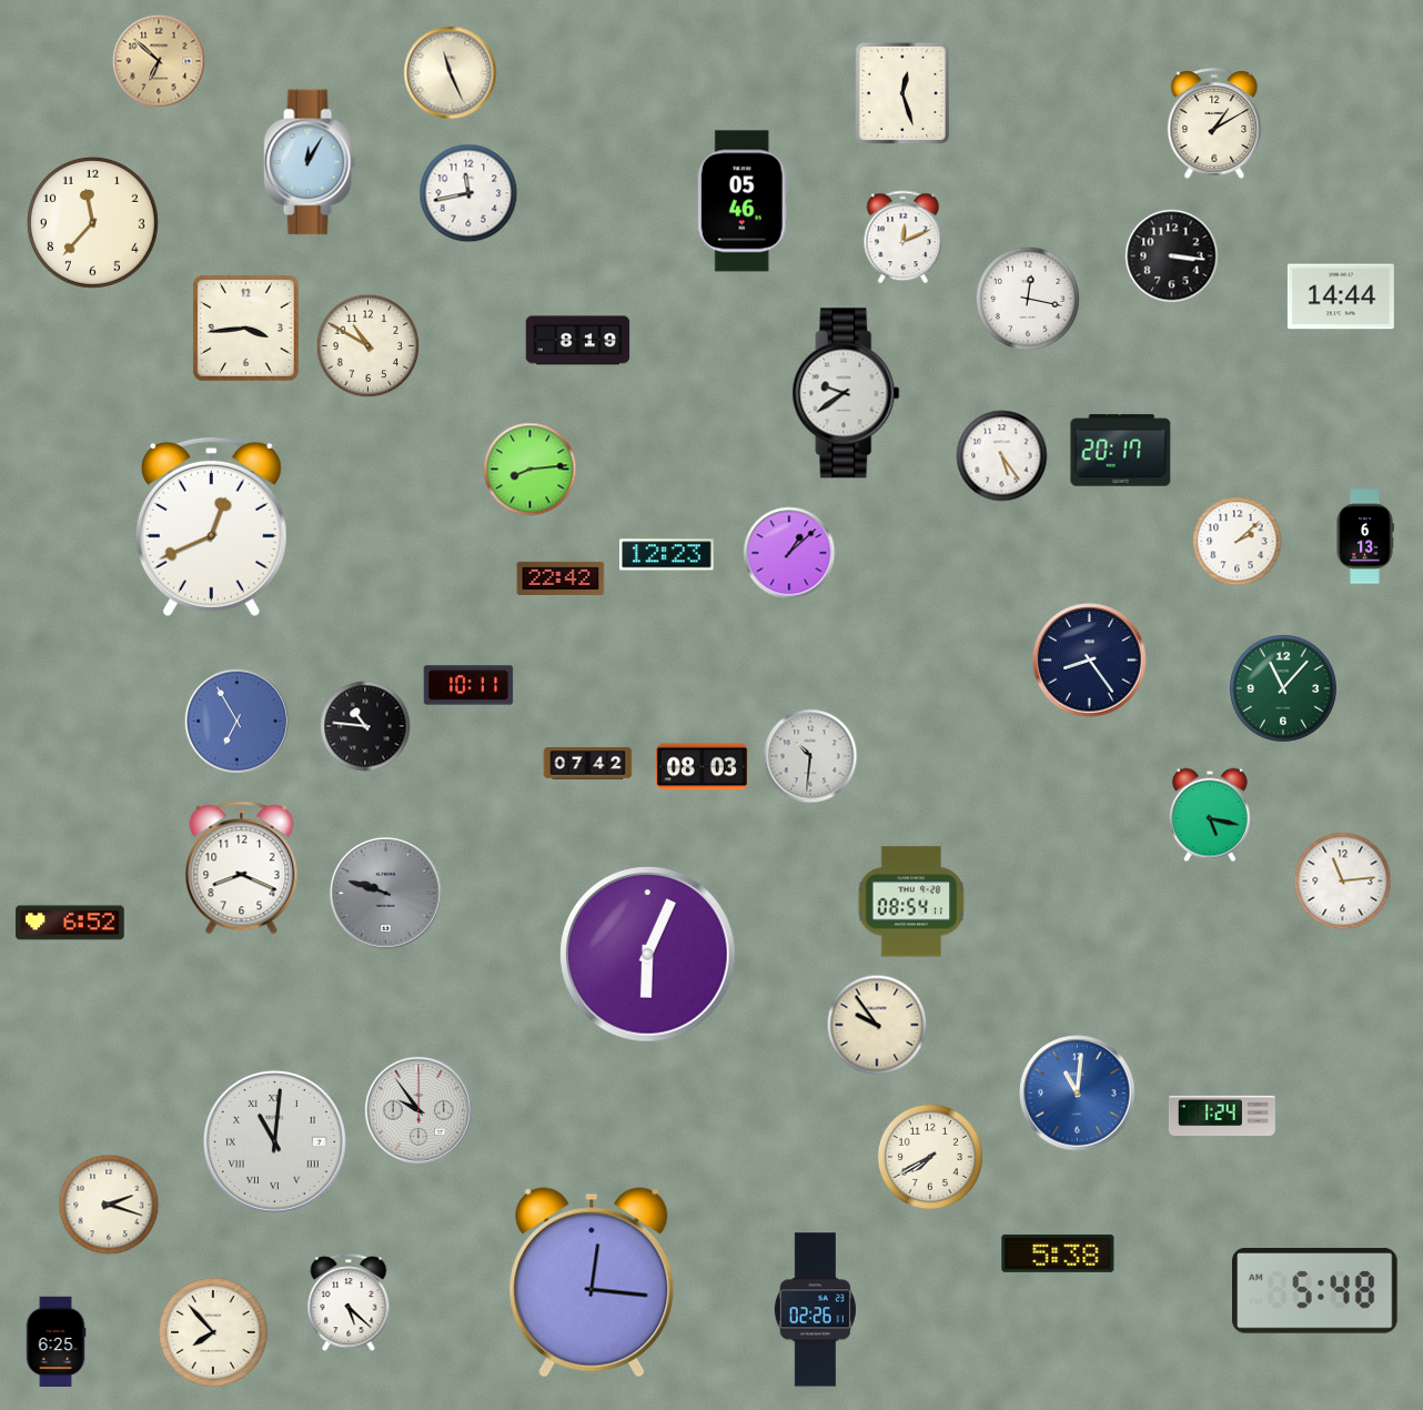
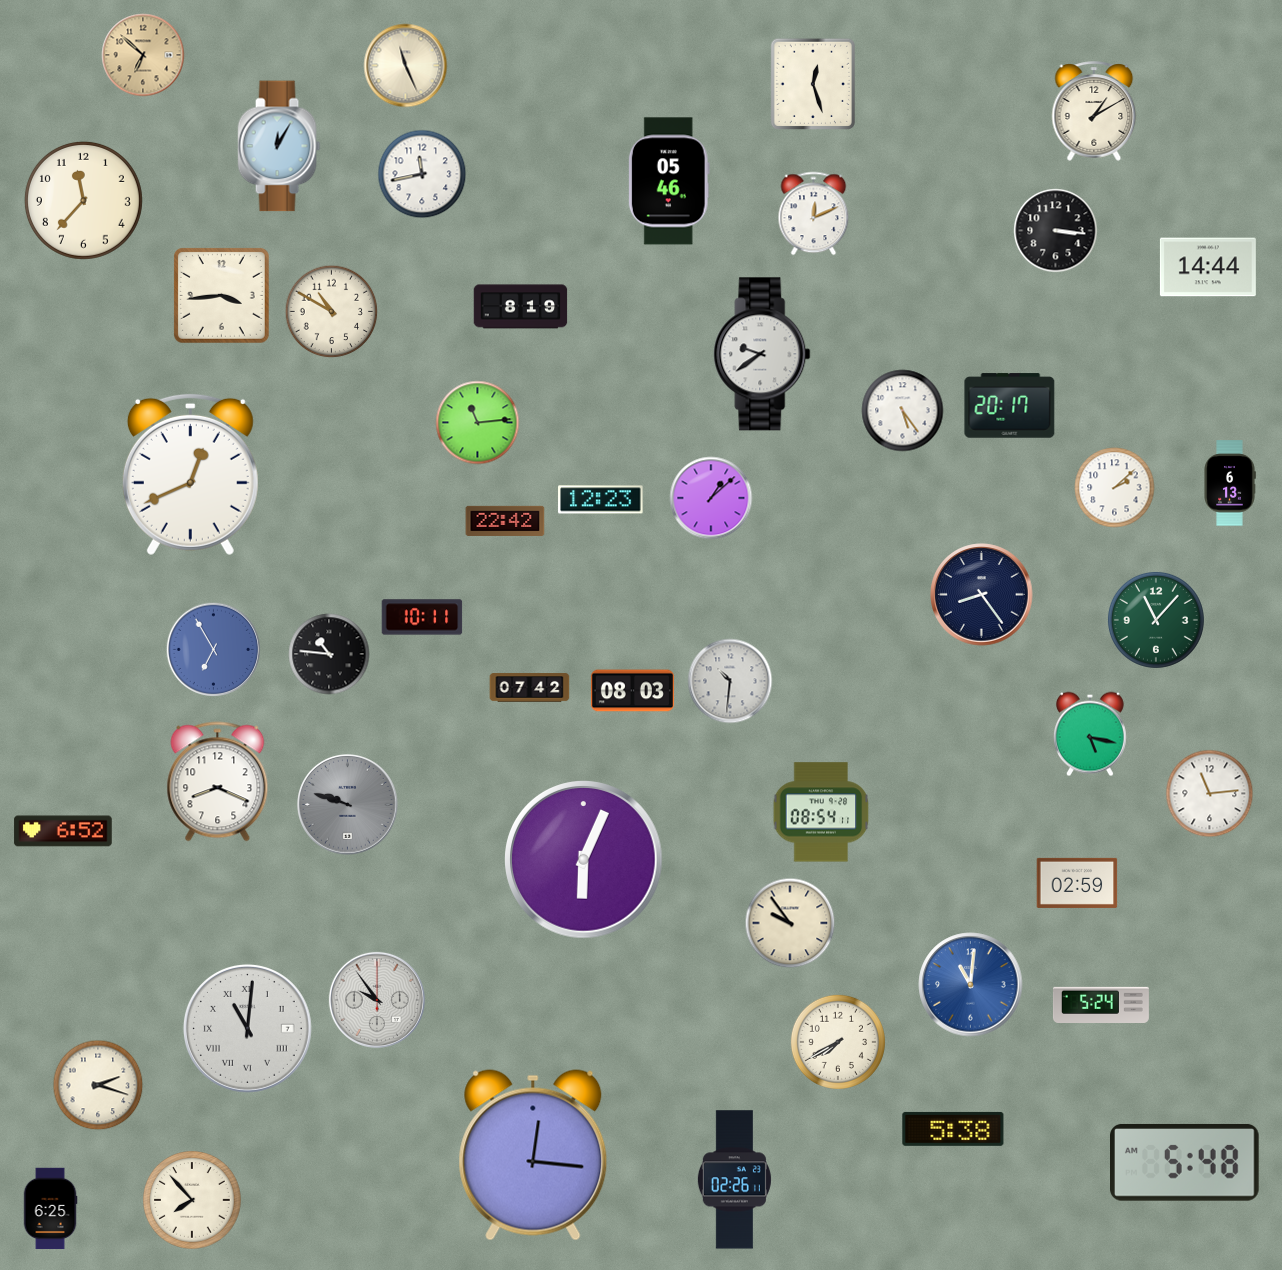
clock at (1028, 299): 12:17 -> none
clock at (531, 470): 8:14 -> 11:14
clock at (1077, 883): none -> 02:59
clock at (1222, 1115): 1:24 -> 5:24
clock at (349, 1303): 5:22 -> none
